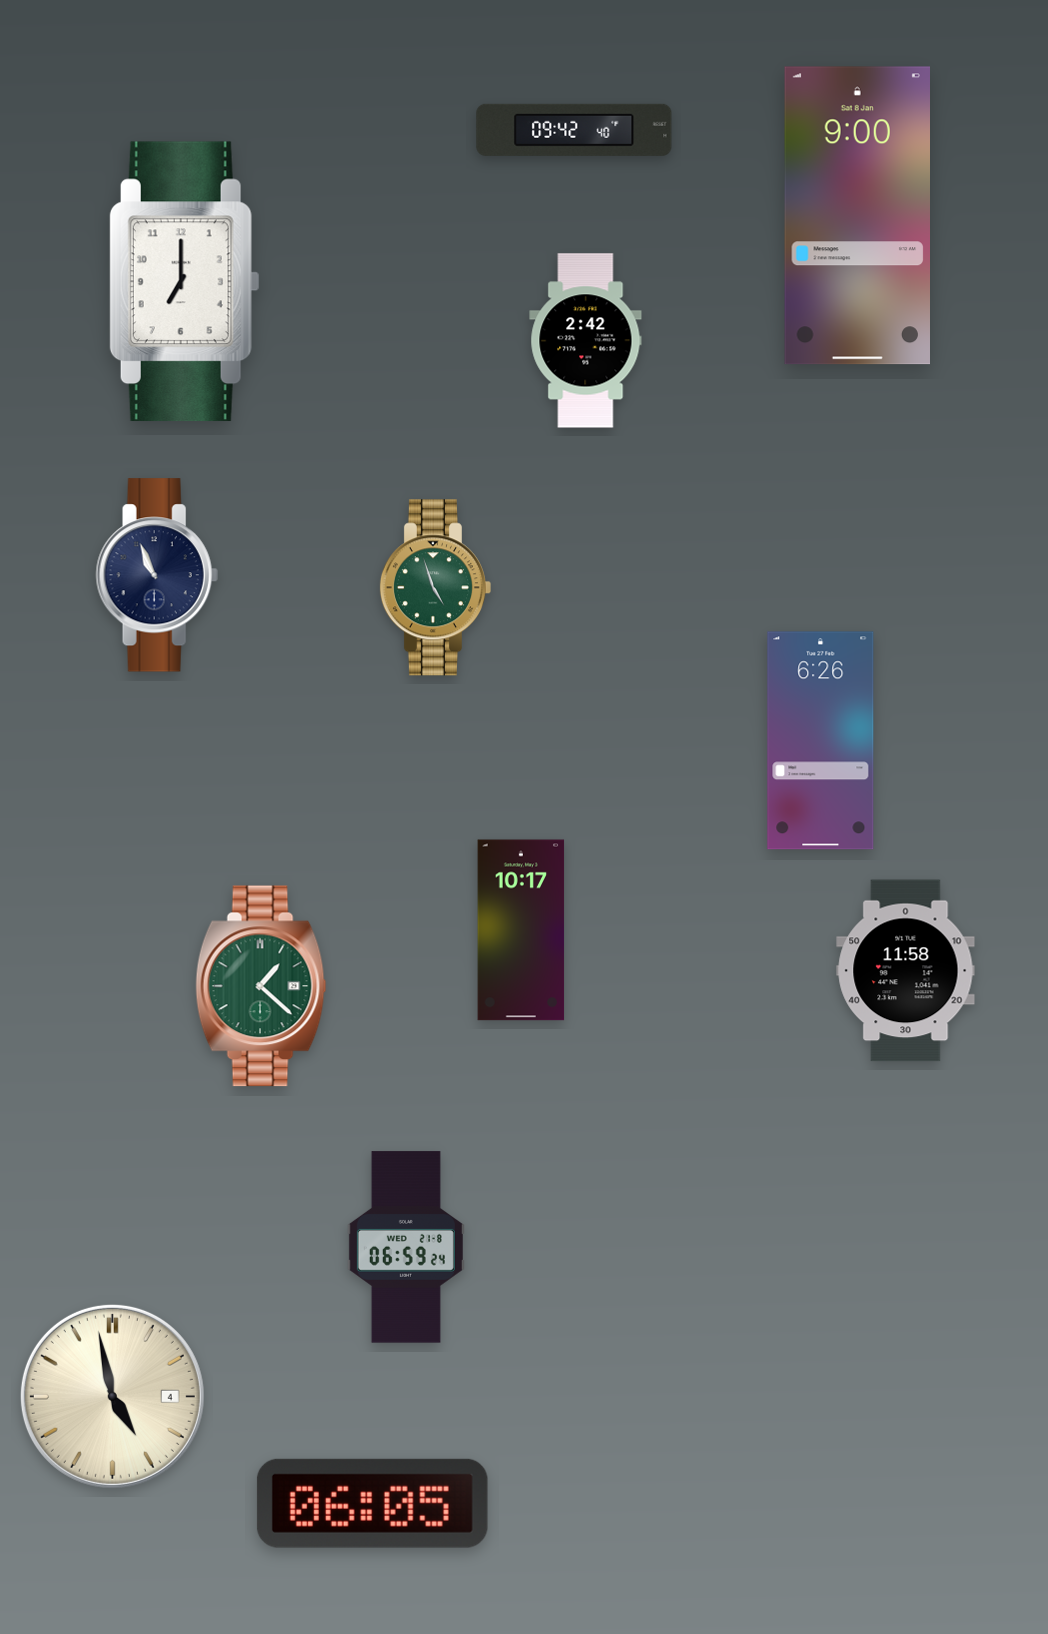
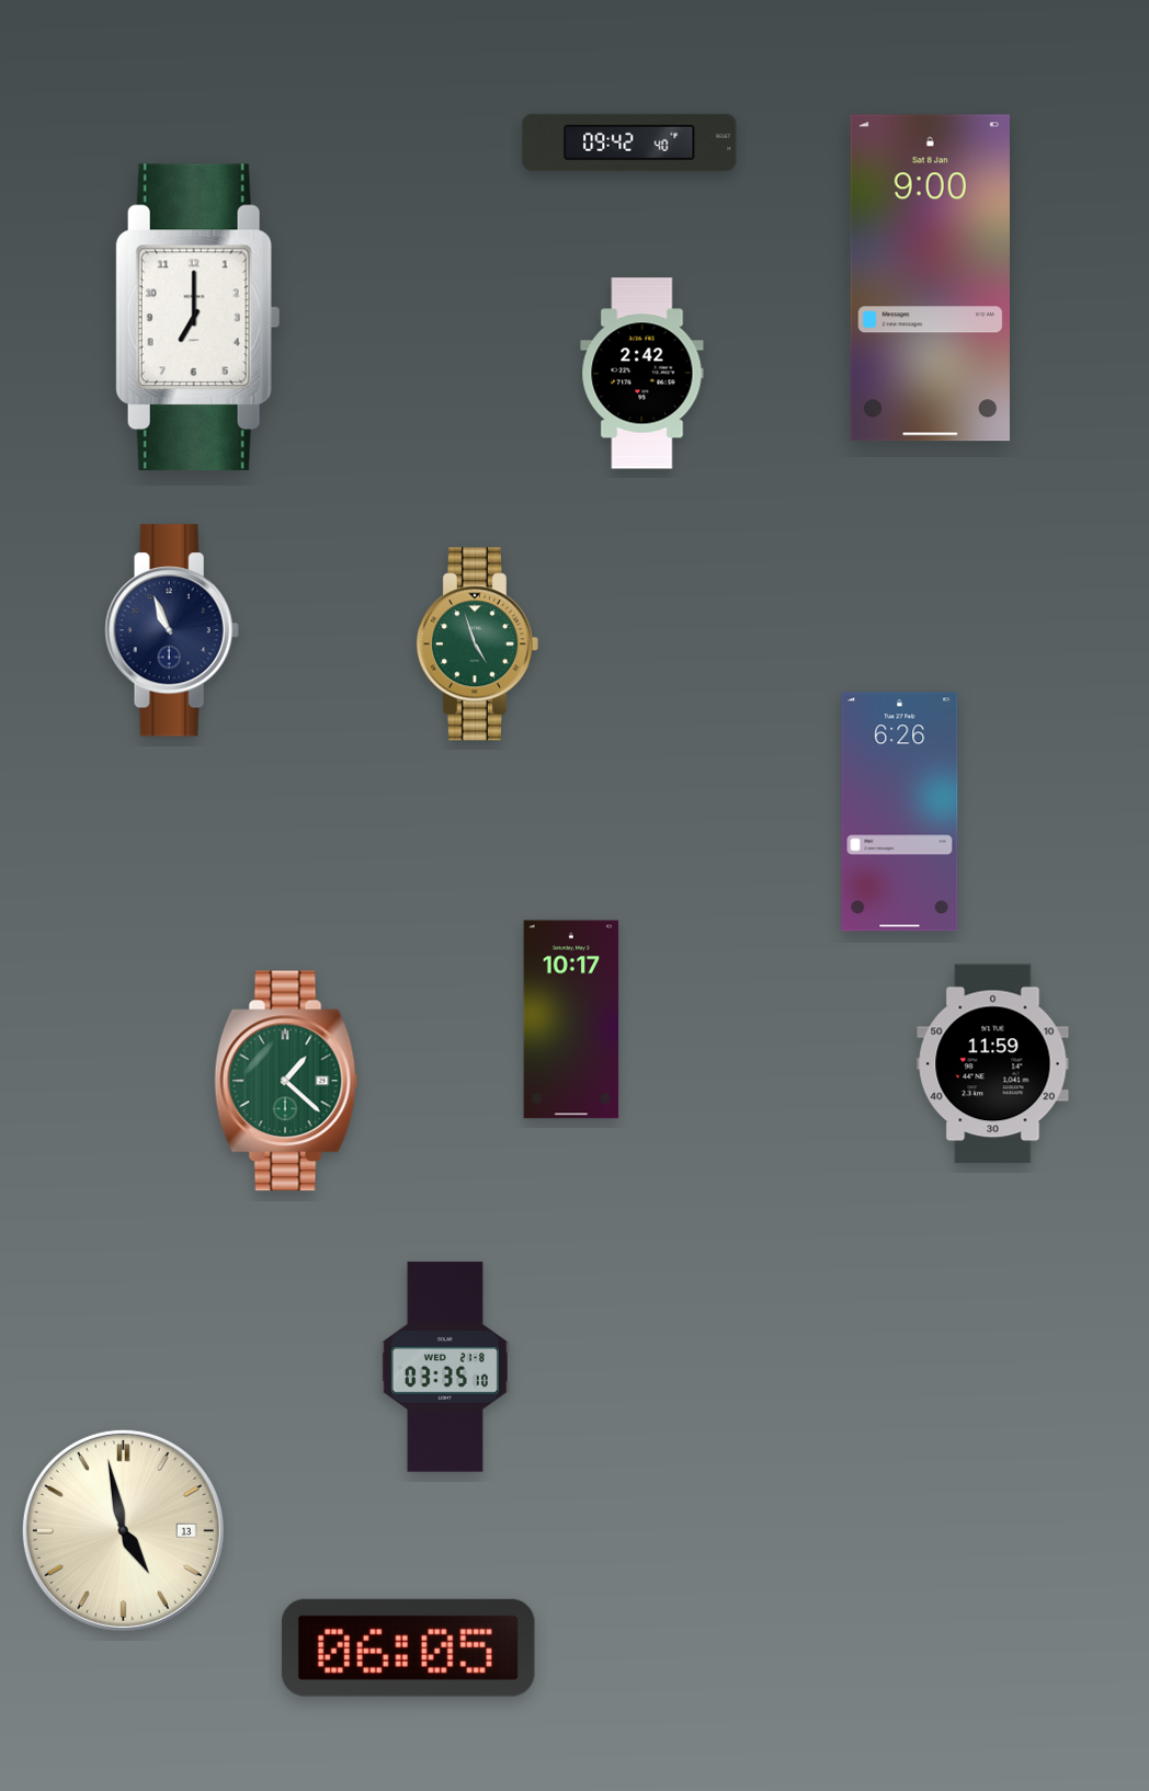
clock at (857, 216) position: (857, 216) -> (930, 278)
clock at (184, 282) position: (184, 282) -> (197, 318)
clock at (906, 971): 11:58 -> 11:59
clock at (406, 1247): 06:59 -> 03:35
clock at (112, 1396) date: 4 -> 13
